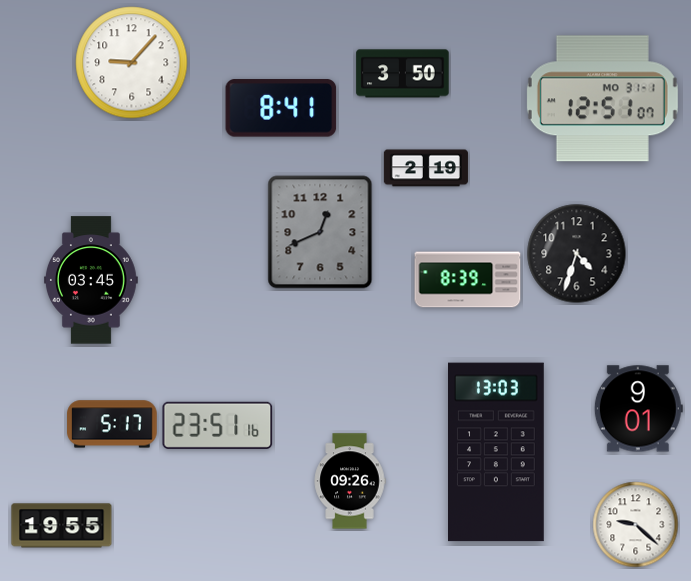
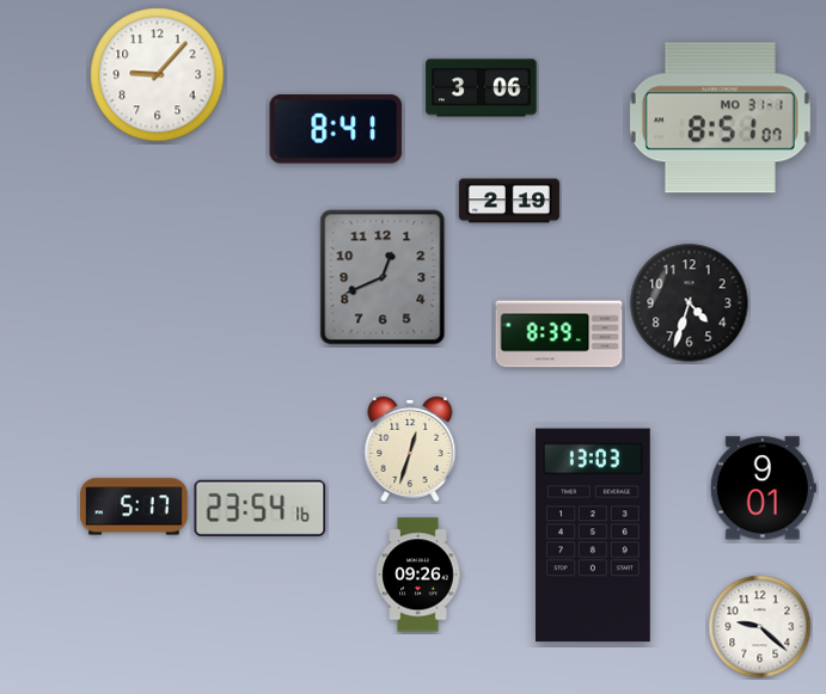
clock at (403, 74): 3:50 -> 3:06
clock at (602, 99): 12:51 -> 8:51
clock at (91, 280): 03:45 -> none
clock at (410, 449): none -> 12:33
clock at (218, 425): 23:51 -> 23:54
clock at (497, 452) position: (497, 452) -> (594, 535)
clock at (62, 526): 19:55 -> none
